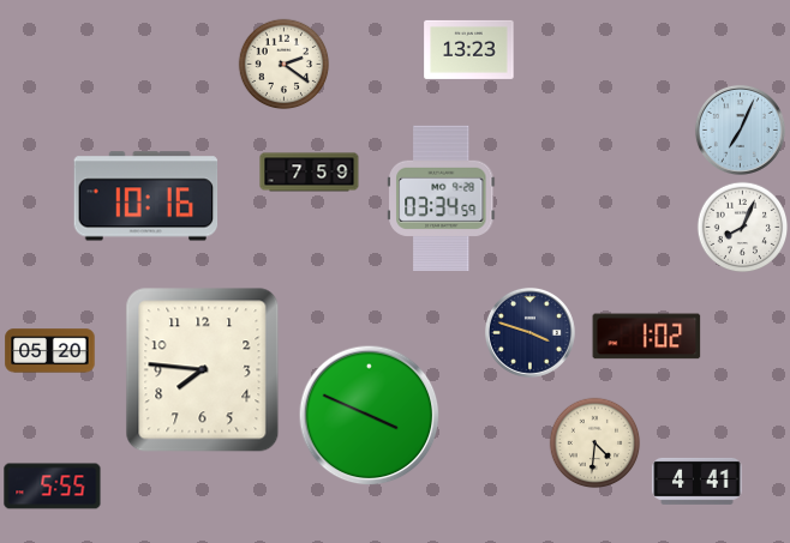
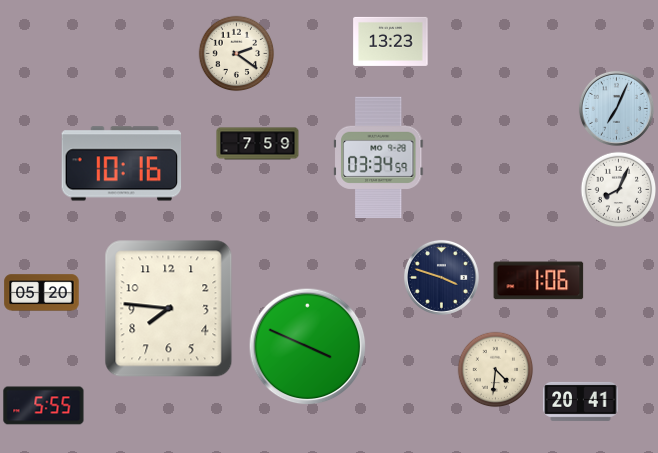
clock at (442, 198) position: (442, 198) -> (379, 157)
clock at (647, 337): 1:02 -> 1:06
clock at (698, 481): 4:41 -> 20:41
